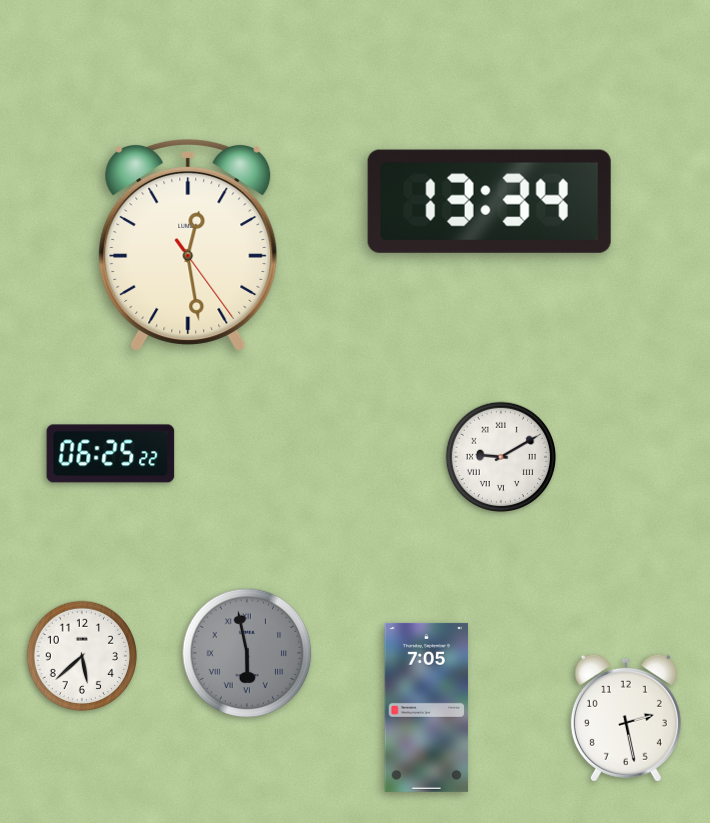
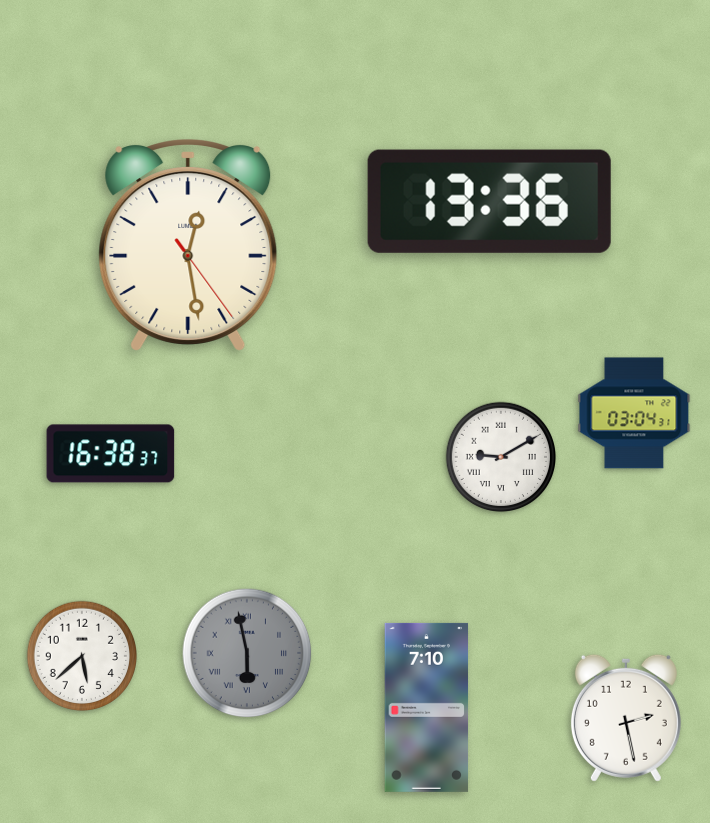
clock at (489, 201): 13:34 -> 13:36
clock at (634, 413): none -> 03:04
clock at (111, 454): 06:25 -> 16:38
clock at (427, 707): 7:05 -> 7:10
